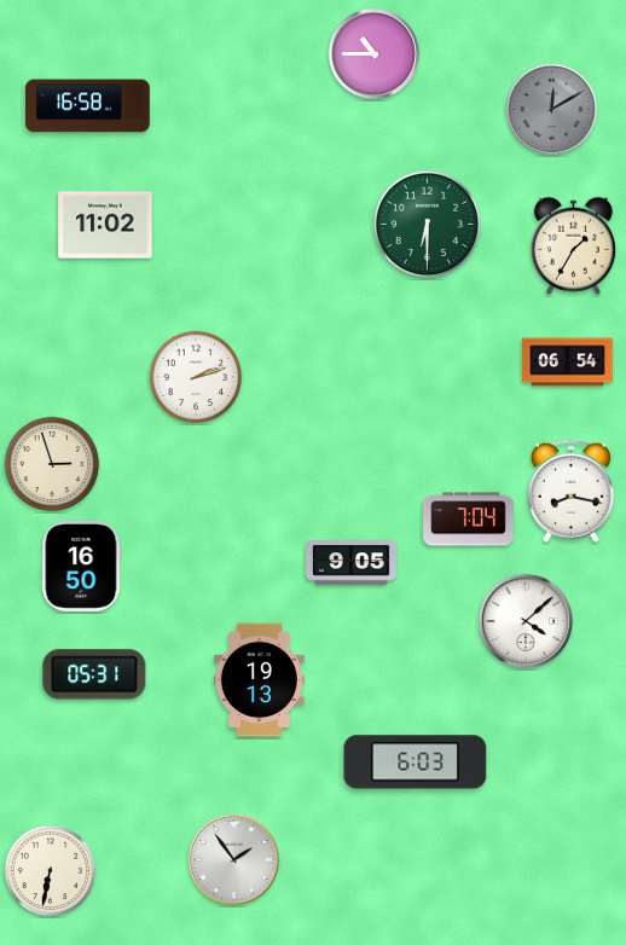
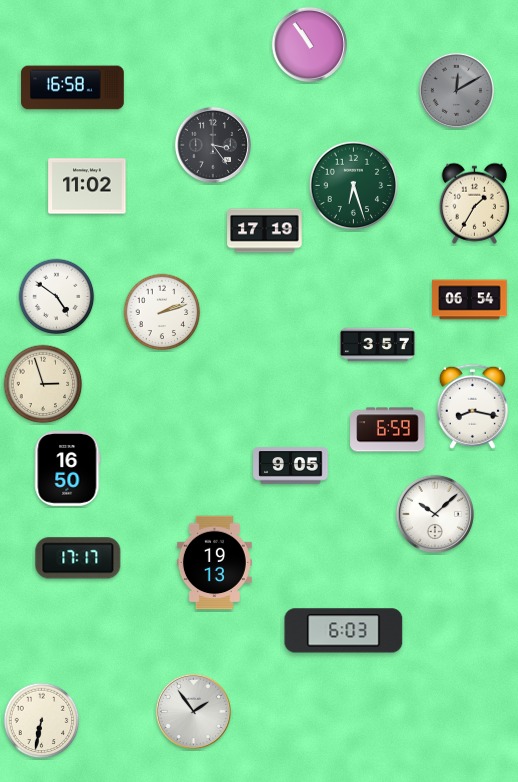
clock at (373, 53): 10:45 -> 10:54
clock at (213, 145): none -> 3:24
clock at (428, 225): 6:30 -> 6:27
clock at (265, 231): none -> 17:19
clock at (57, 297): none -> 4:51
clock at (378, 345): none -> 3:57
clock at (469, 520): 7:04 -> 6:59
clock at (526, 621): 4:08 -> 10:08
clock at (94, 674): 05:31 -> 17:17
